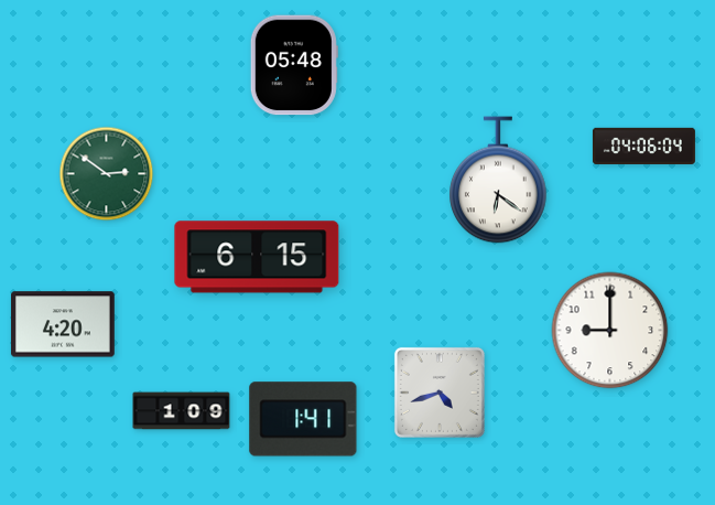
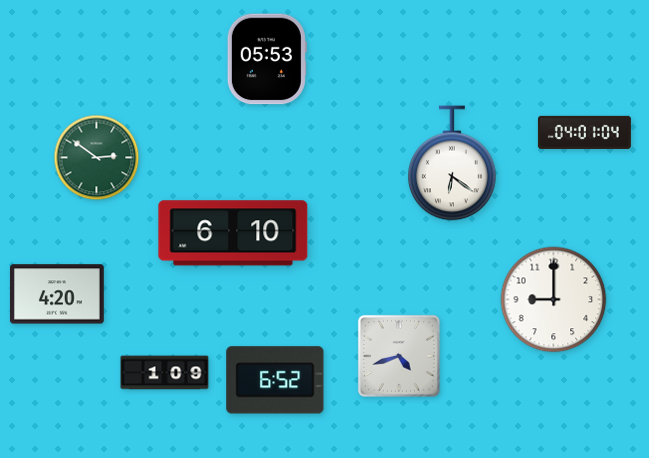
clock at (294, 65): 05:48 -> 05:53
clock at (643, 146): 04:06 -> 04:01
clock at (257, 257): 6:15 -> 6:10
clock at (303, 419): 1:41 -> 6:52
